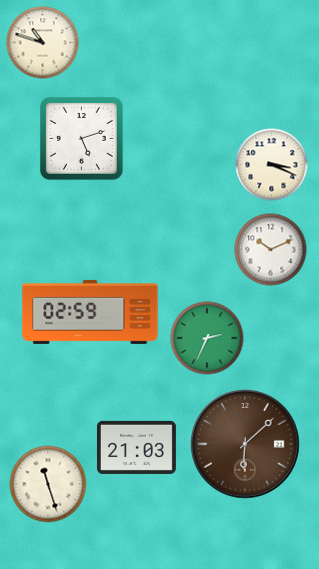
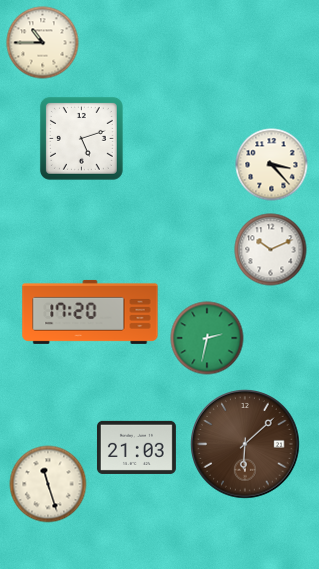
clock at (43, 43): 10:48 -> 10:45
clock at (272, 165): 3:19 -> 3:23
clock at (90, 312): 02:59 -> 17:20
clock at (207, 338): 2:34 -> 2:32
